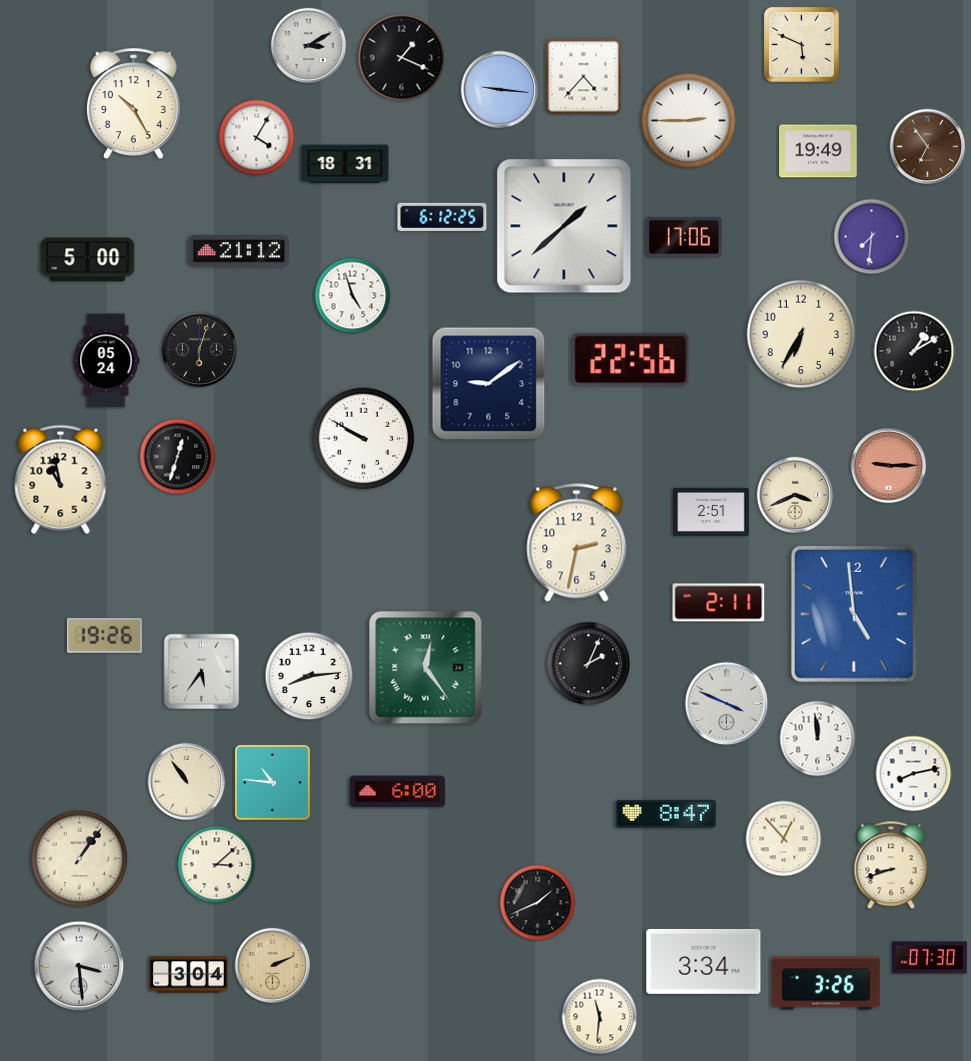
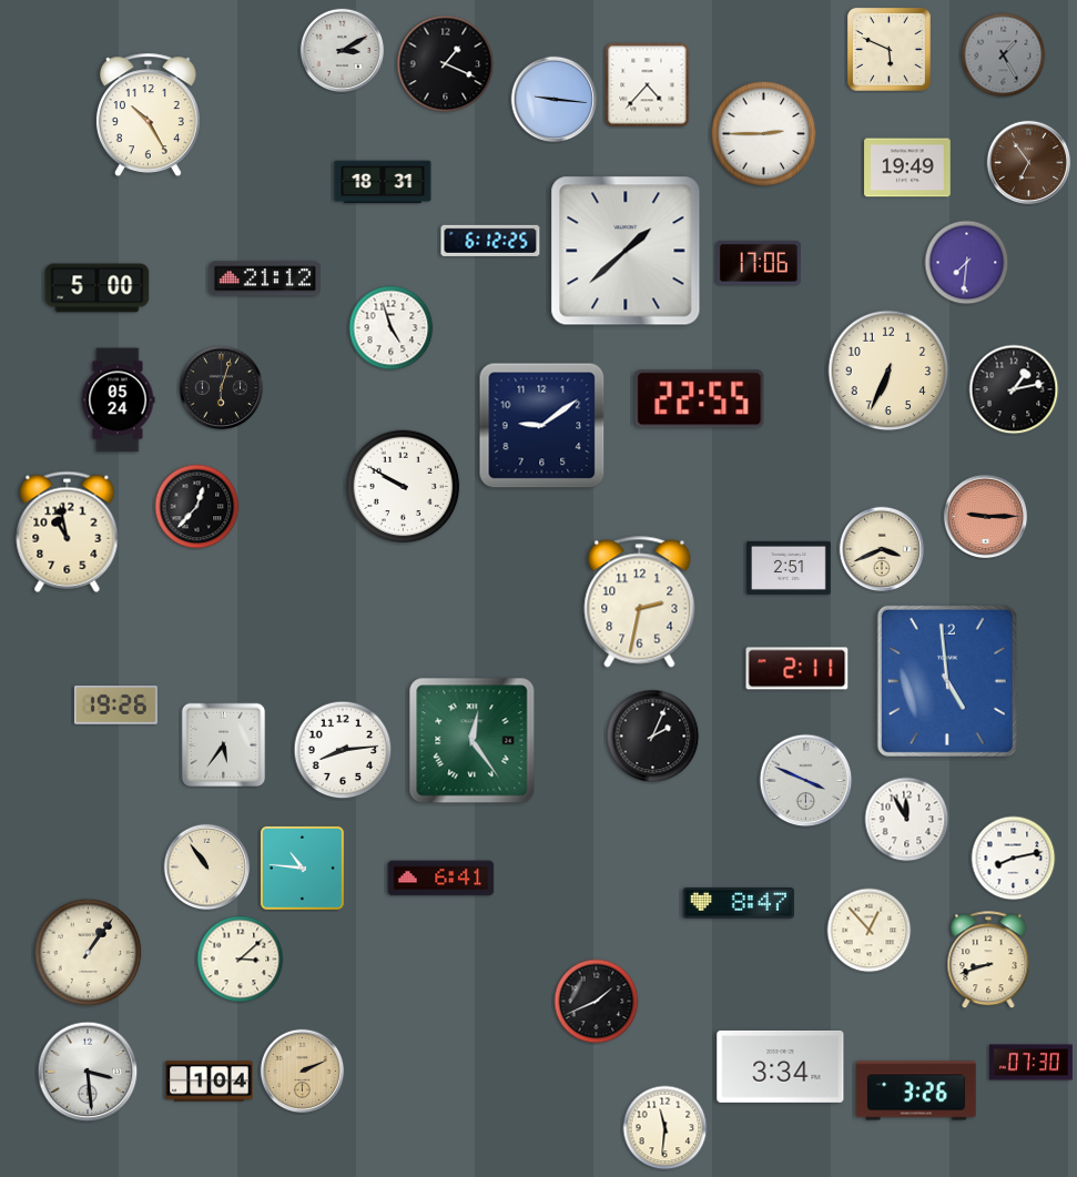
clock at (1004, 55): none -> 1:25
clock at (257, 138): 4:05 -> none
clock at (801, 334): 6:35 -> 6:34
clock at (914, 351): 1:10 -> 1:13
clock at (631, 360): 22:56 -> 22:55
clock at (178, 457): 12:33 -> 12:37
clock at (818, 739): 11:59 -> 11:55
clock at (398, 792): 6:00 -> 6:41
clock at (189, 975): 3:04 -> 1:04
